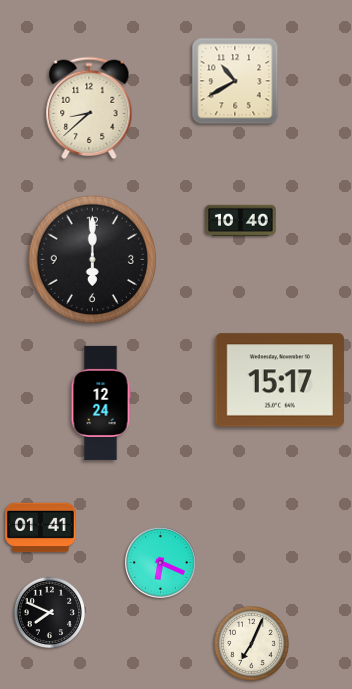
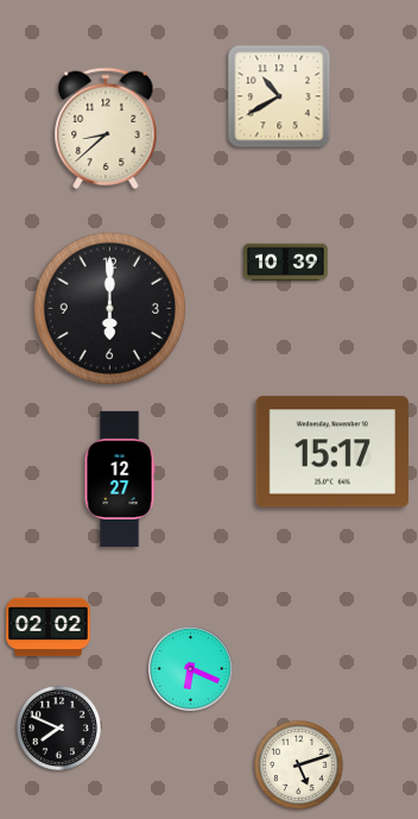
clock at (241, 221): 10:40 -> 10:39
clock at (101, 403): 12:24 -> 12:27
clock at (41, 528): 01:41 -> 02:02
clock at (251, 643): 7:04 -> 5:12
